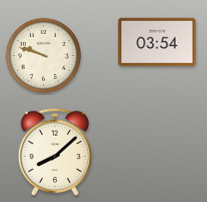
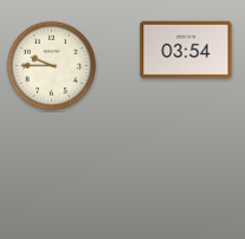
clock at (43, 55): 9:48 -> 9:45
clock at (54, 152): 8:08 -> none
